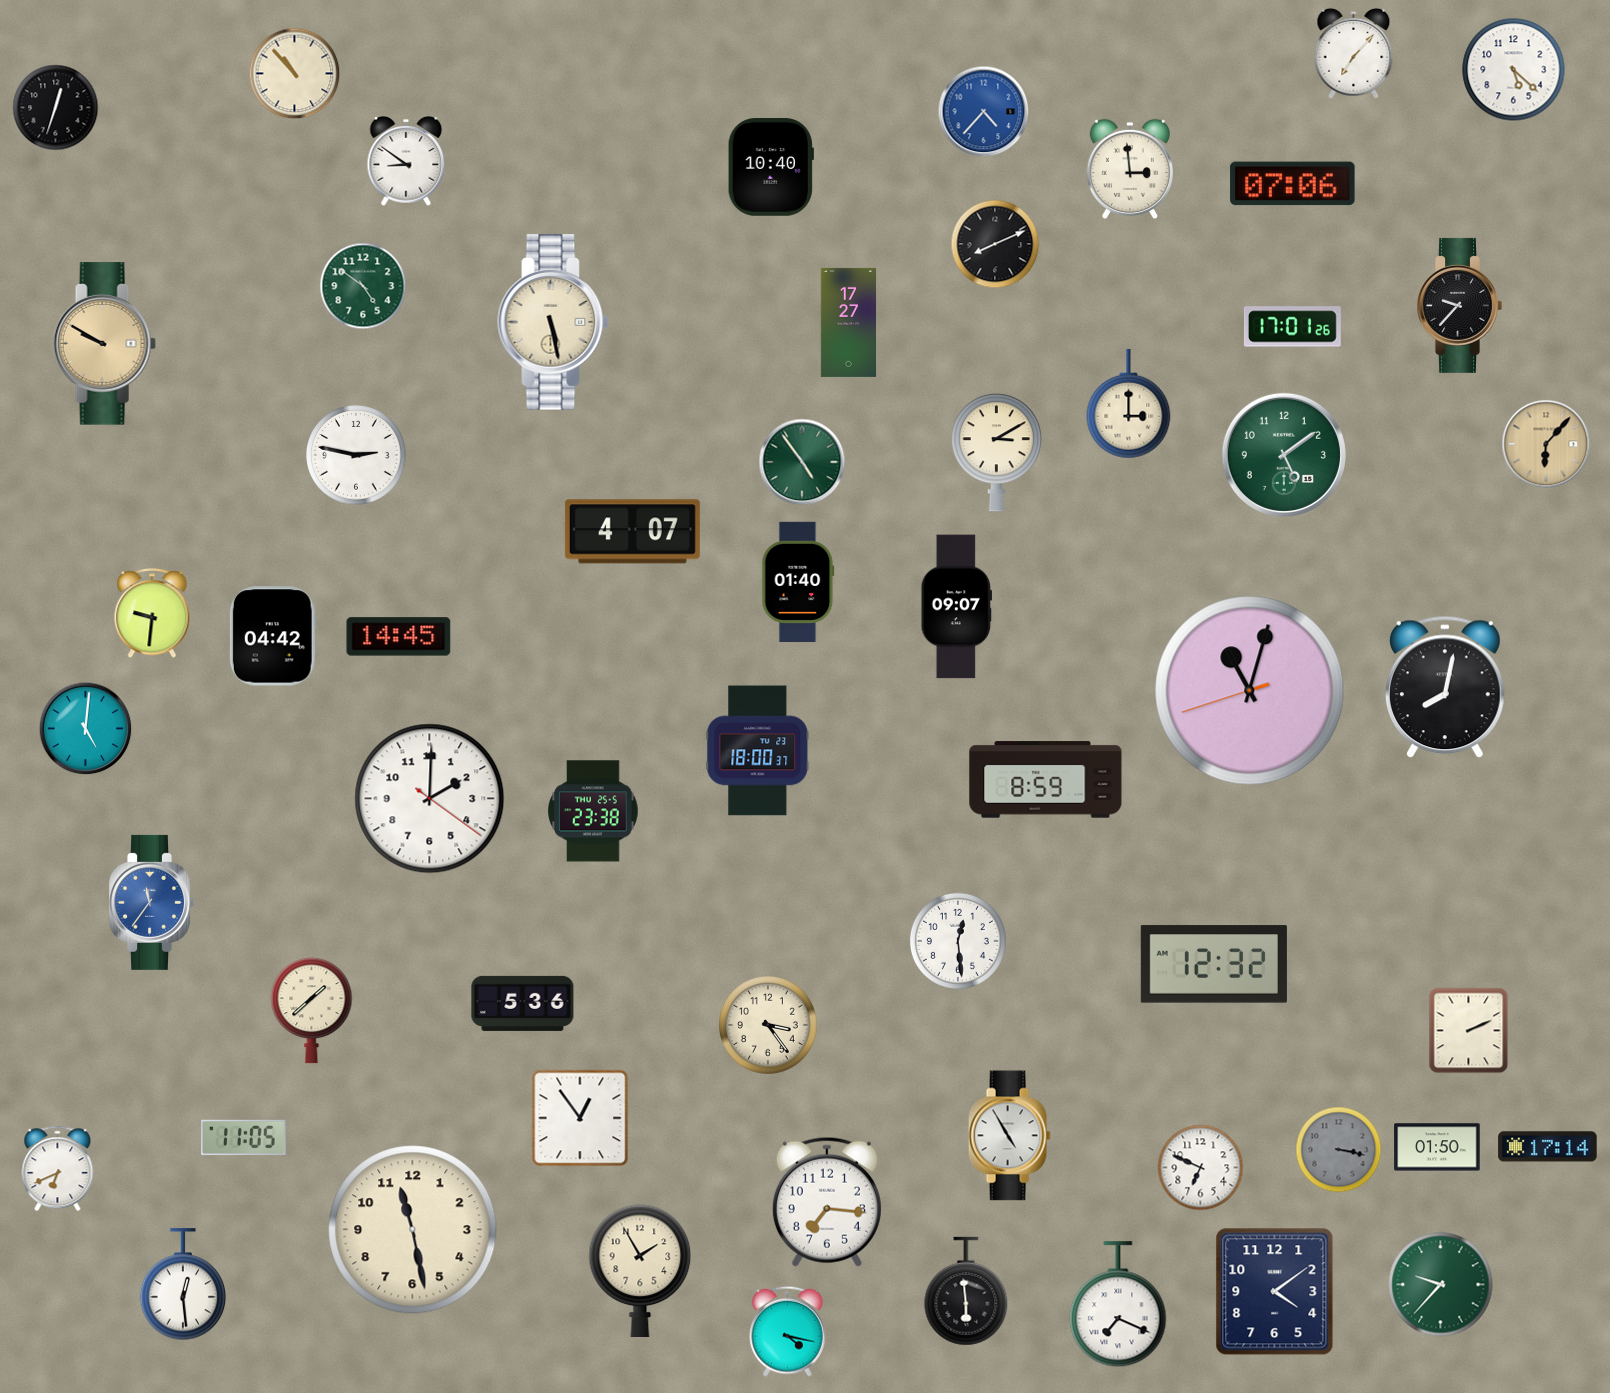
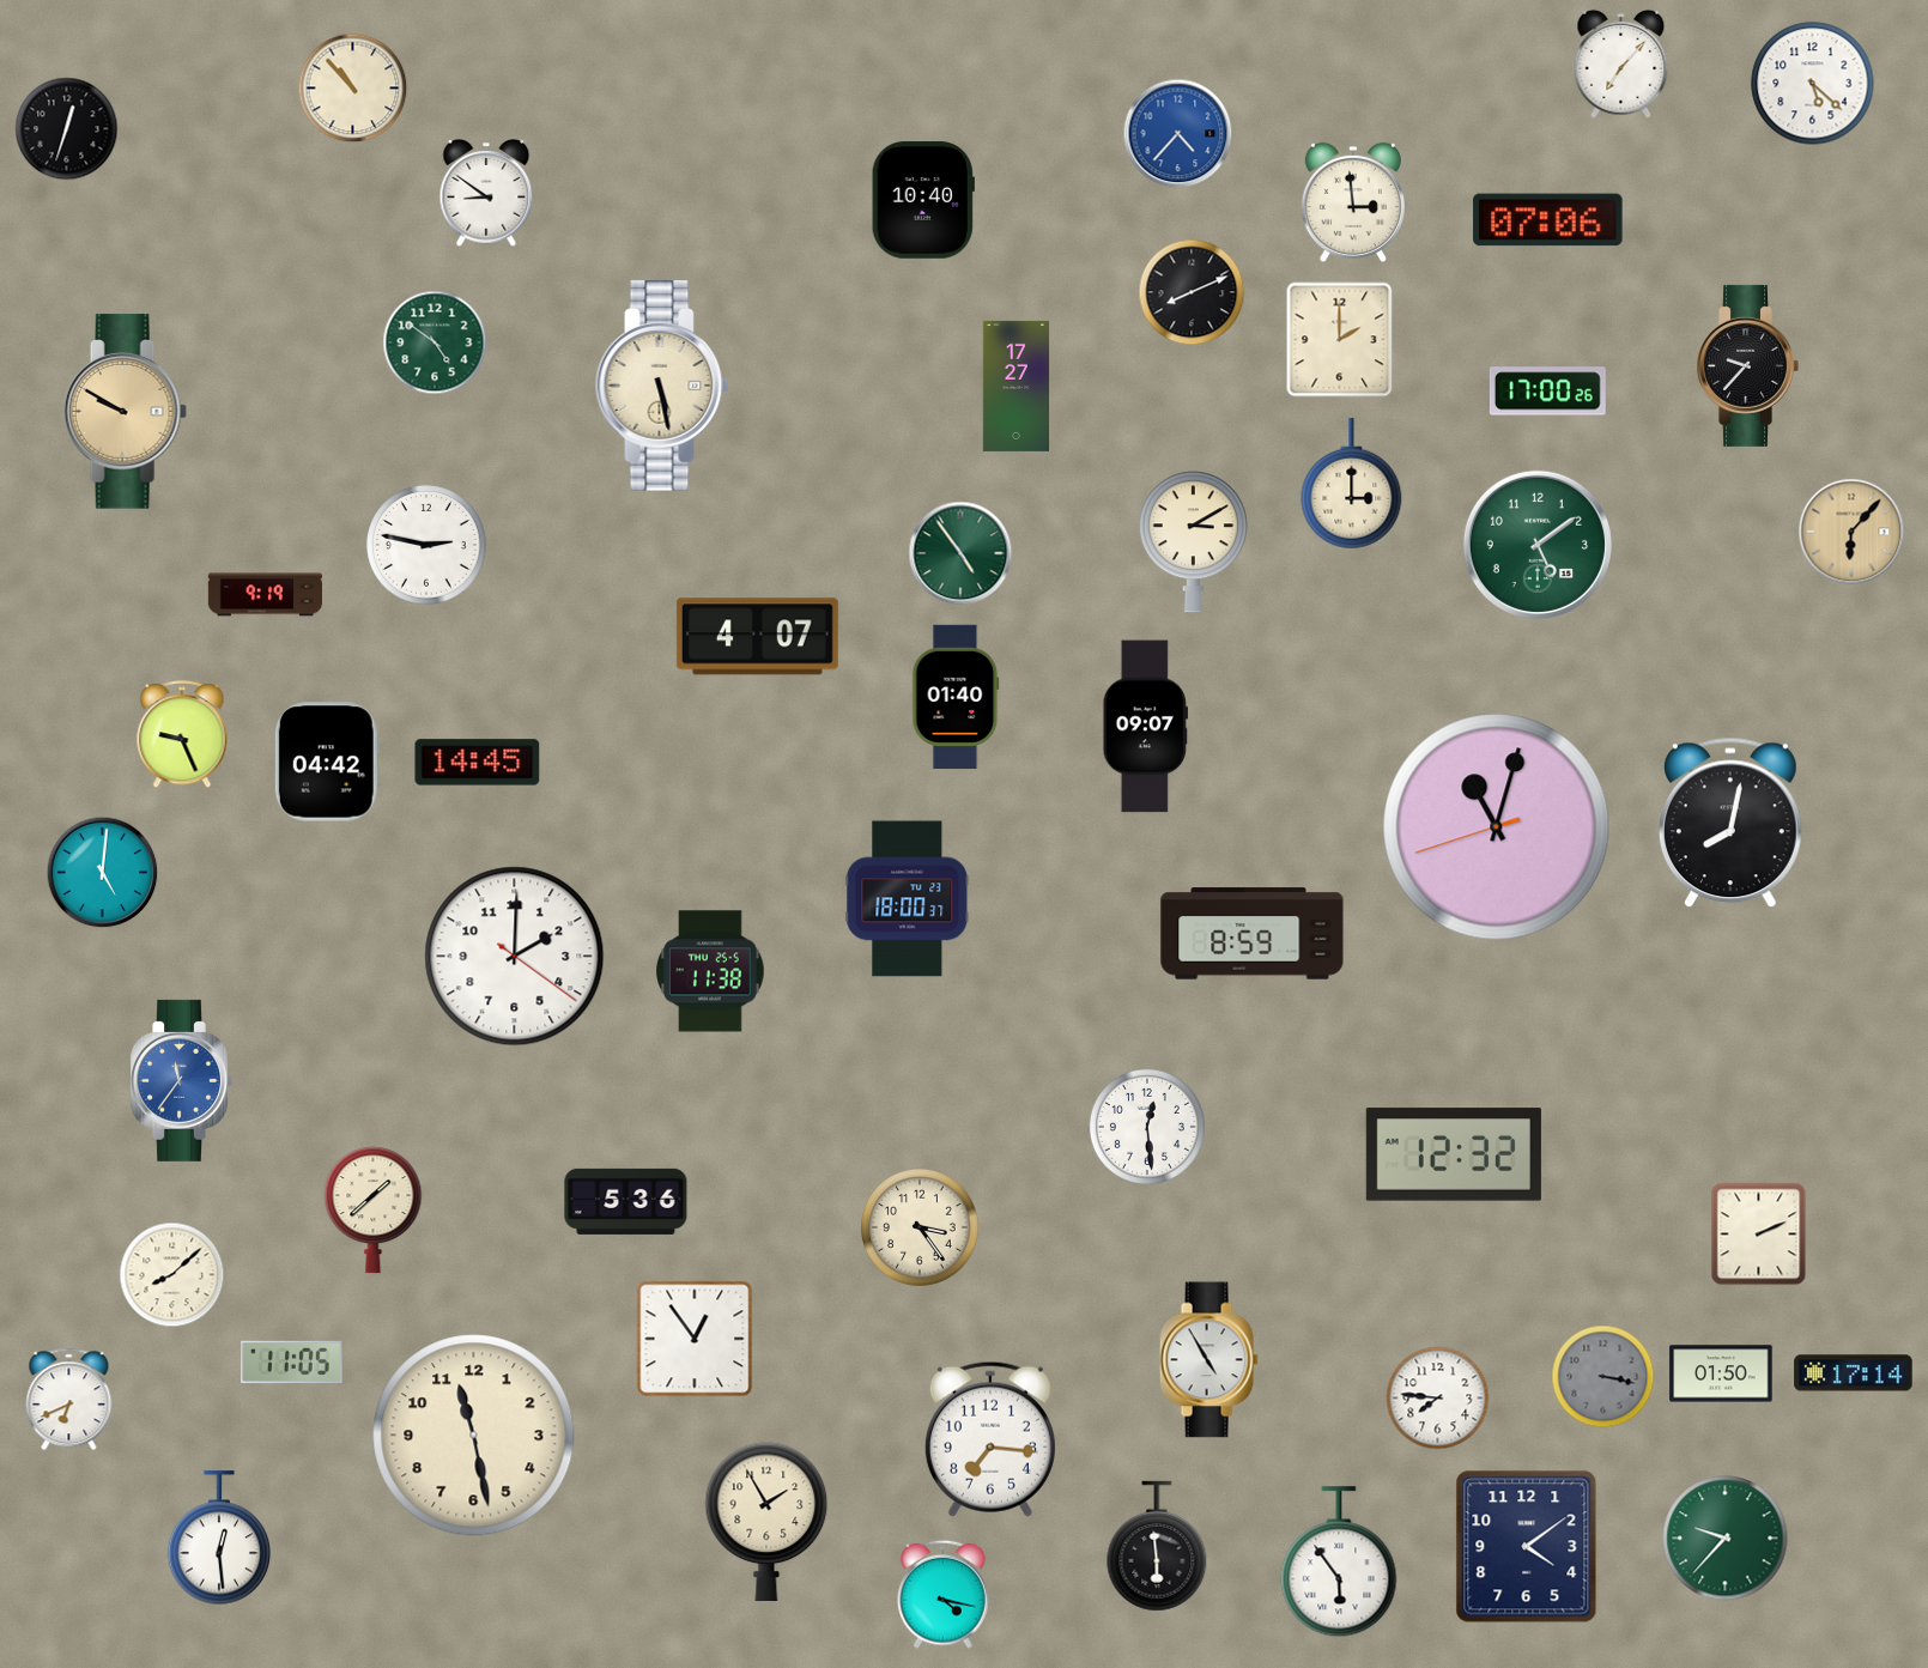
clock at (1340, 340): none -> 2:00
clock at (1292, 327): 17:01 -> 17:00
clock at (265, 595): none -> 9:19
clock at (152, 614): 9:31 -> 9:26
clock at (593, 811): 23:38 -> 11:38
clock at (172, 1275): none -> 8:08
clock at (1201, 1168): 6:49 -> 7:46
clock at (413, 1230) position: (413, 1230) -> (474, 1436)
clock at (1118, 1305): 7:19 -> 5:54
